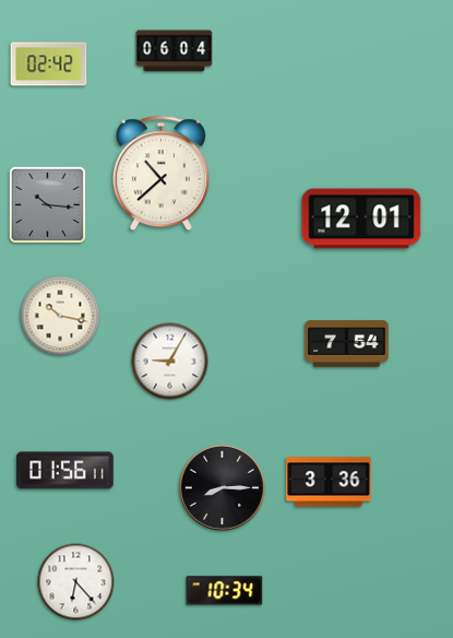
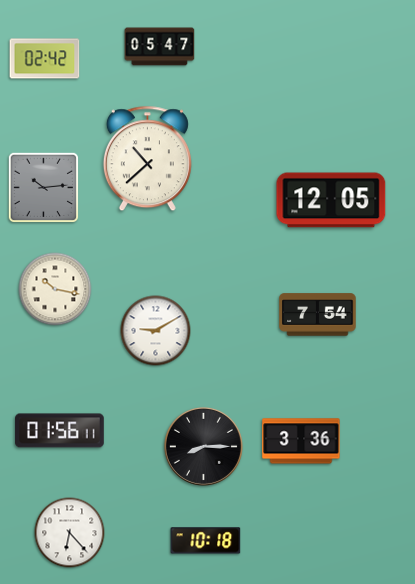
clock at (175, 51): 06:04 -> 05:47
clock at (48, 205): 10:16 -> 10:14
clock at (361, 218): 12:01 -> 12:05
clock at (170, 362): 9:05 -> 9:10
clock at (225, 591): 10:34 -> 10:18
